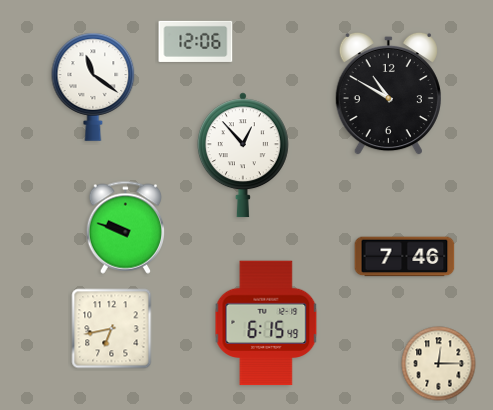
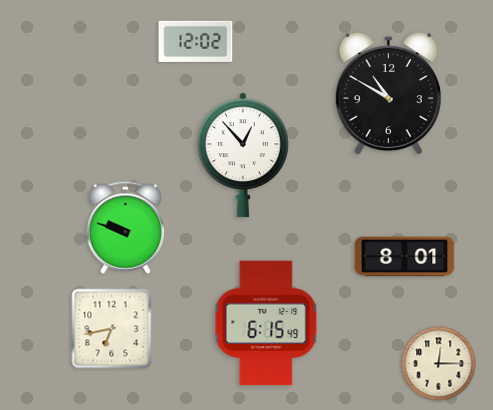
clock at (196, 41): 12:06 -> 12:02
clock at (93, 87): 11:21 -> none
clock at (405, 257): 7:46 -> 8:01
